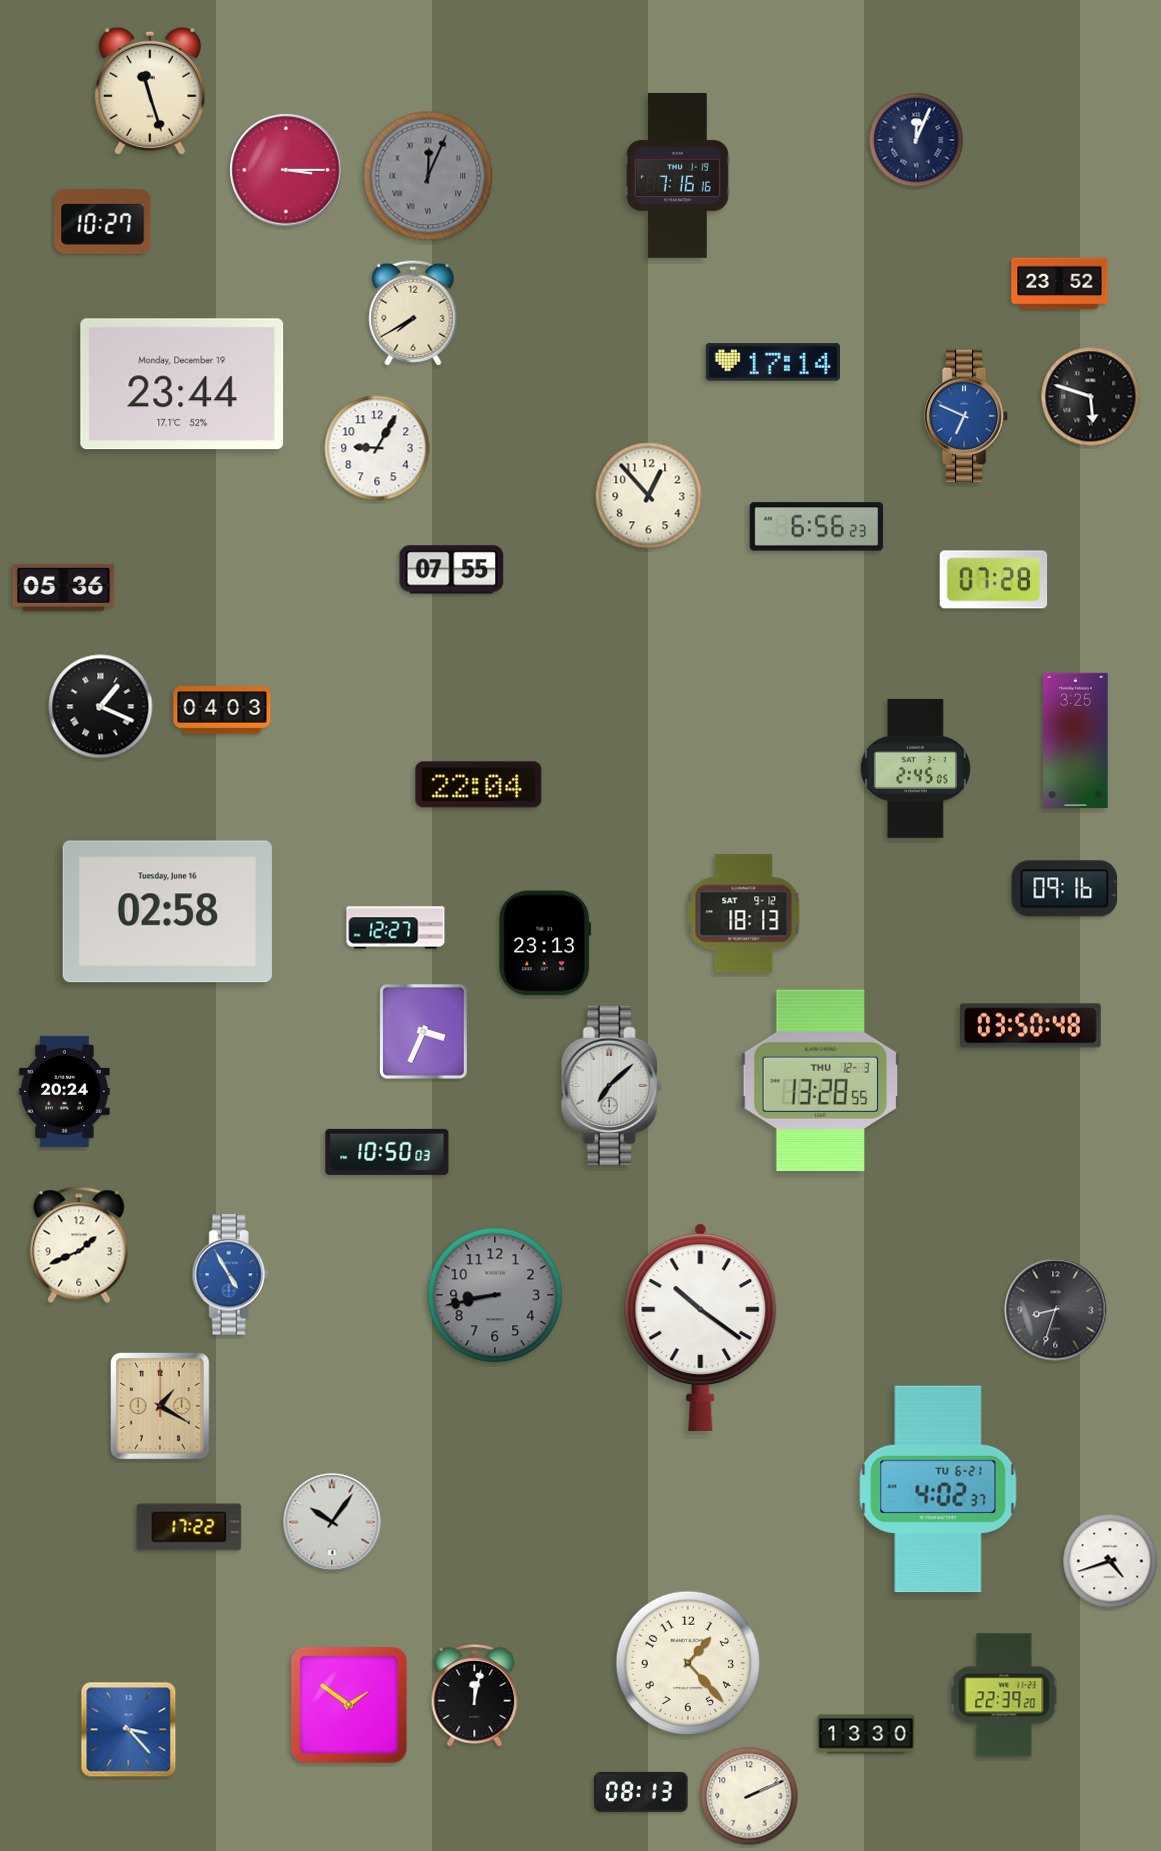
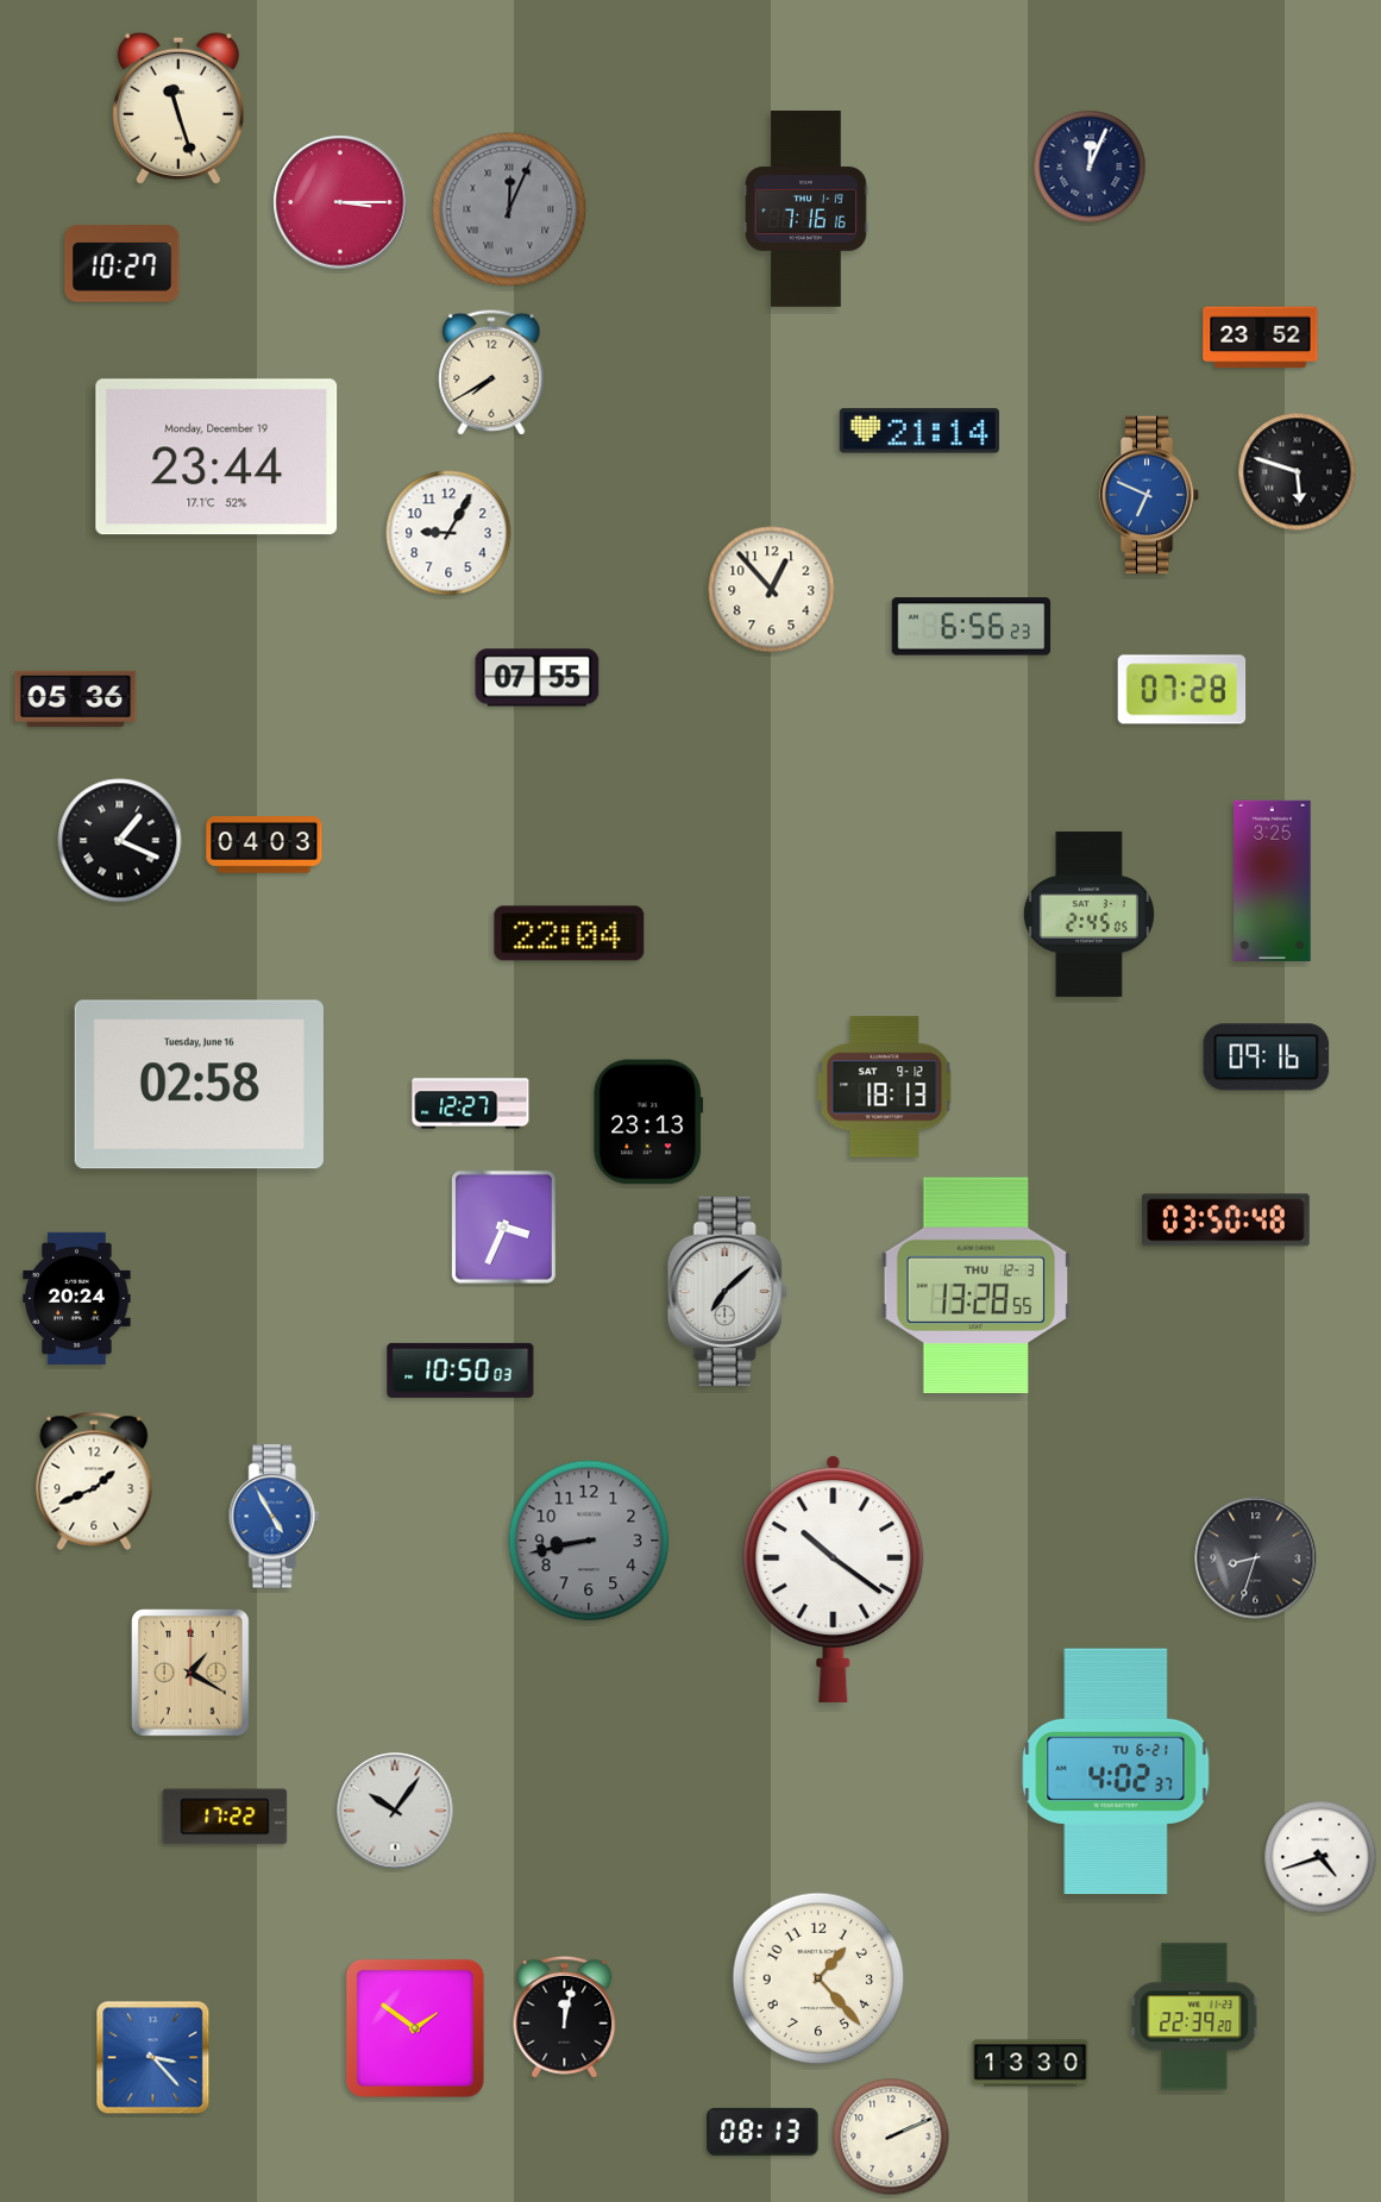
clock at (773, 362): 17:14 -> 21:14
clock at (1076, 740) position: (1076, 740) -> (1273, 880)
